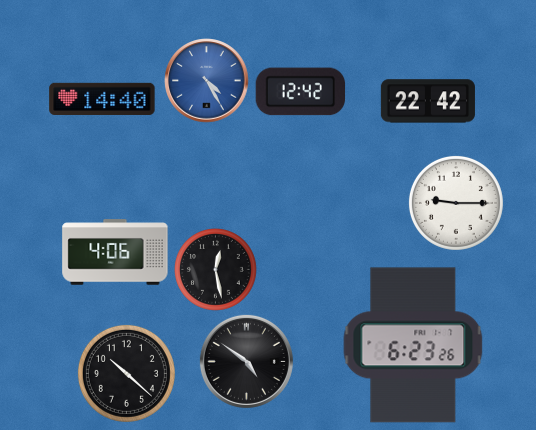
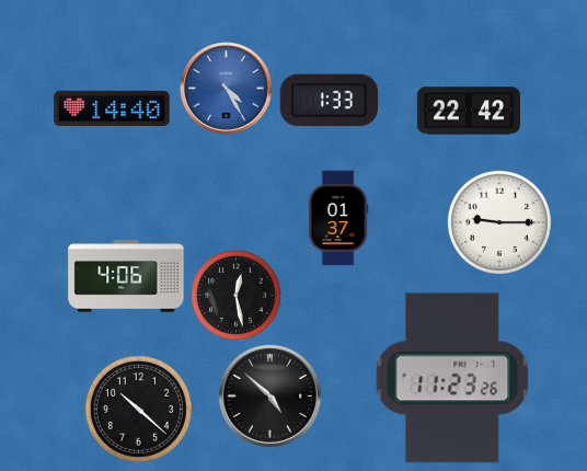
clock at (301, 92): 12:42 -> 1:33
clock at (338, 218): none -> 01:37
clock at (413, 345): 6:23 -> 11:23
clock at (246, 361): 4:51 -> 4:52
